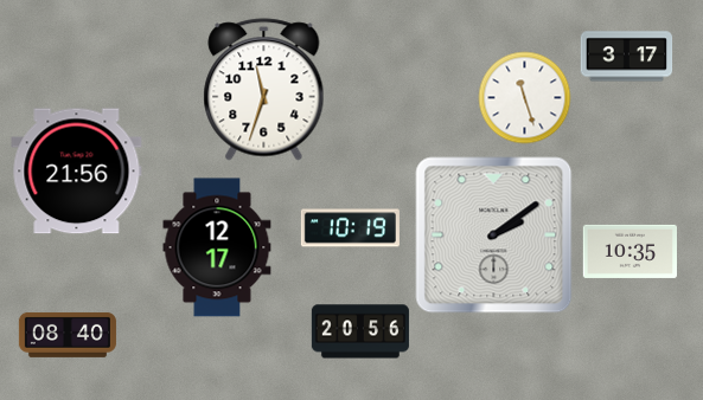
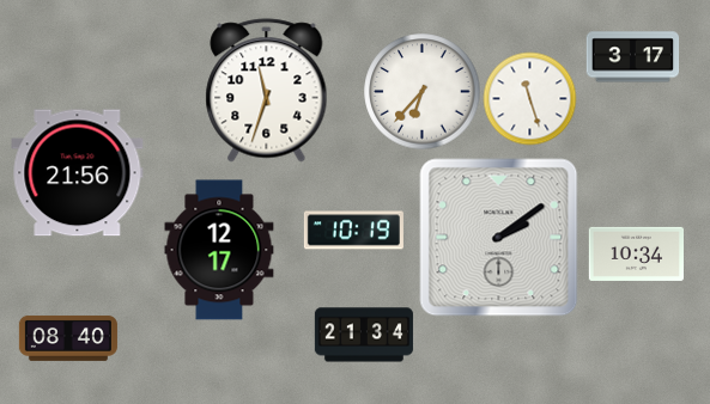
clock at (423, 92): none -> 6:37
clock at (629, 251): 10:35 -> 10:34
clock at (360, 331): 20:56 -> 21:34
